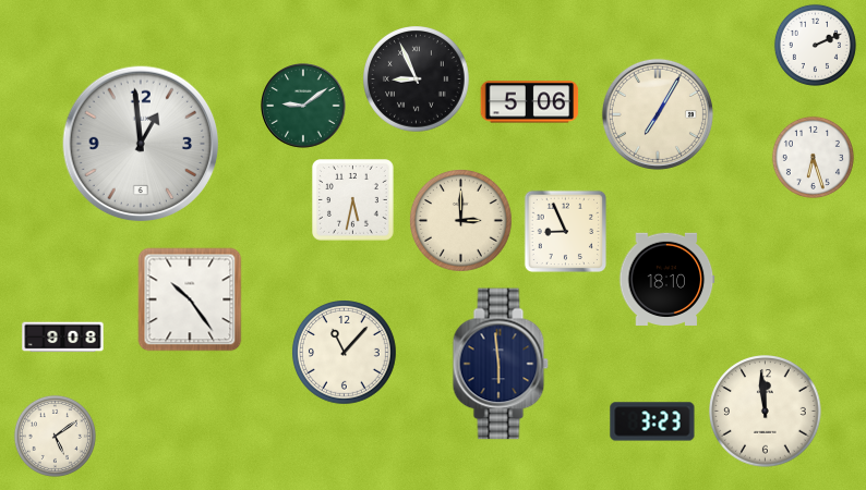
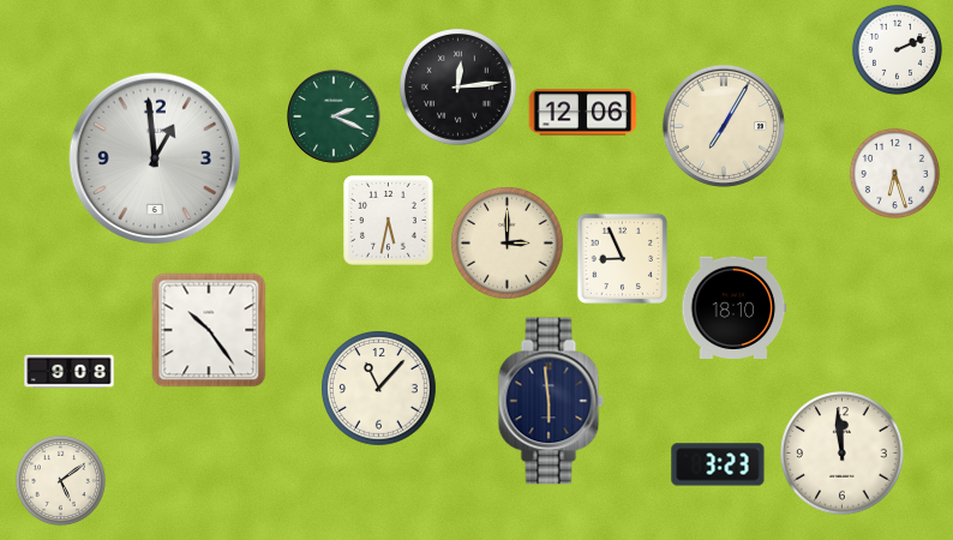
clock at (417, 79): 8:56 -> 12:14
clock at (530, 102): 5:06 -> 12:06
clock at (303, 106): 9:09 -> 2:19
clock at (565, 231) position: (565, 231) -> (622, 258)
